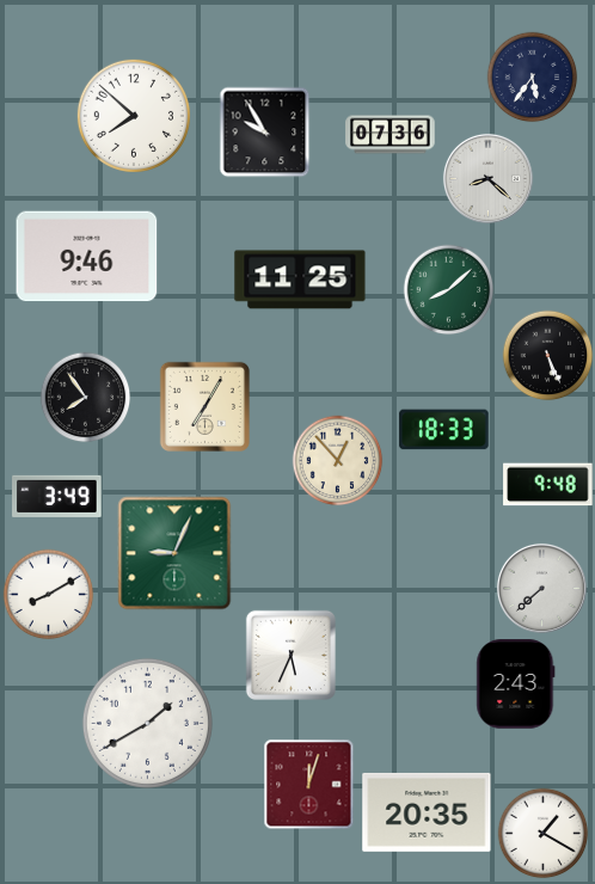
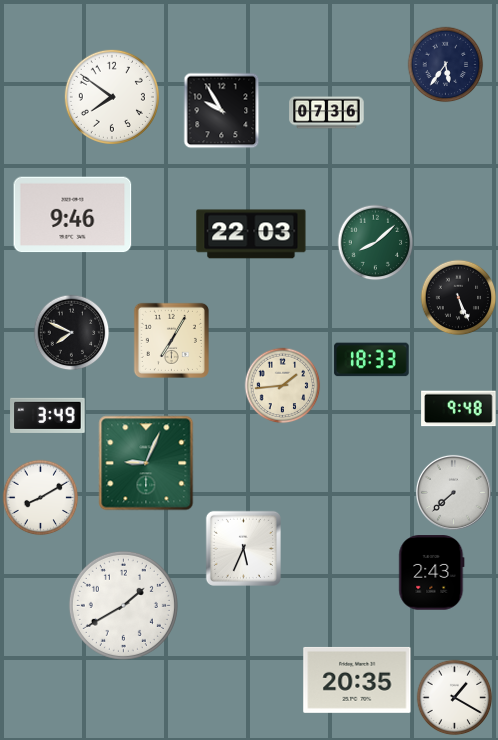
clock at (134, 116): 7:52 -> 7:51
clock at (487, 178): 8:22 -> none
clock at (300, 280): 11:25 -> 22:03
clock at (86, 398): 7:54 -> 7:49
clock at (338, 461): 12:53 -> 1:44
clock at (548, 485) position: (548, 485) -> (459, 409)
clock at (309, 785): 12:03 -> none
